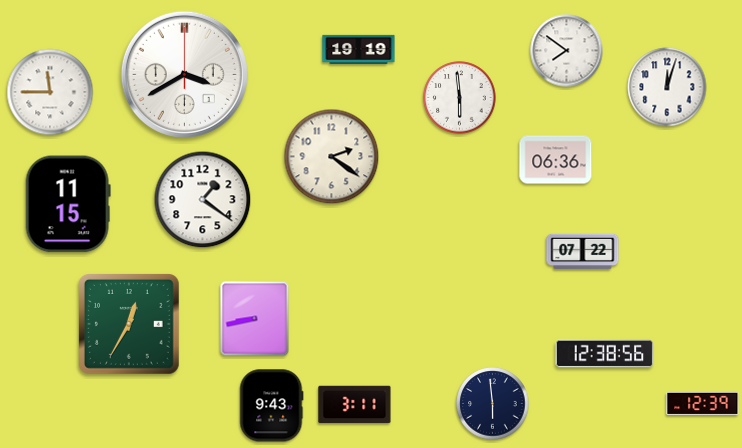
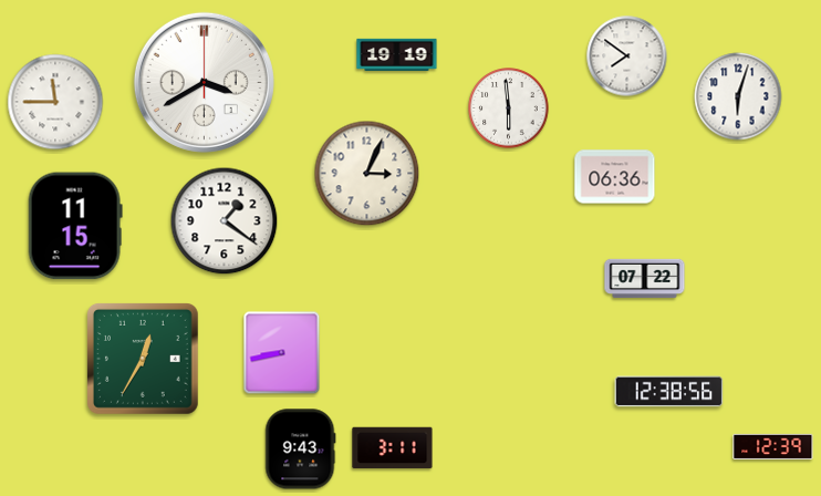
clock at (667, 87): 12:03 -> 6:03
clock at (332, 157): 2:21 -> 3:04
clock at (703, 403) position: (703, 403) -> (773, 446)
clock at (493, 404): 5:59 -> none
